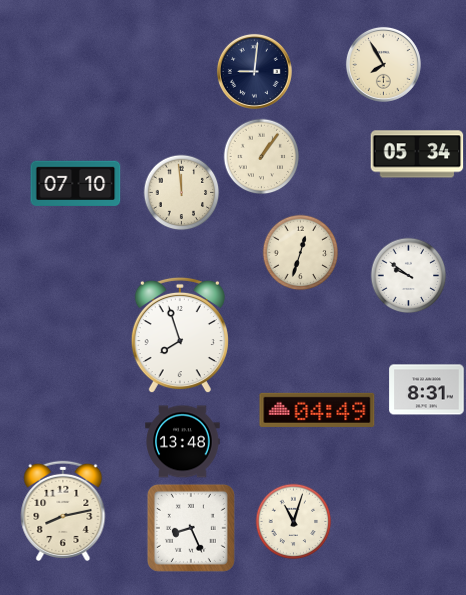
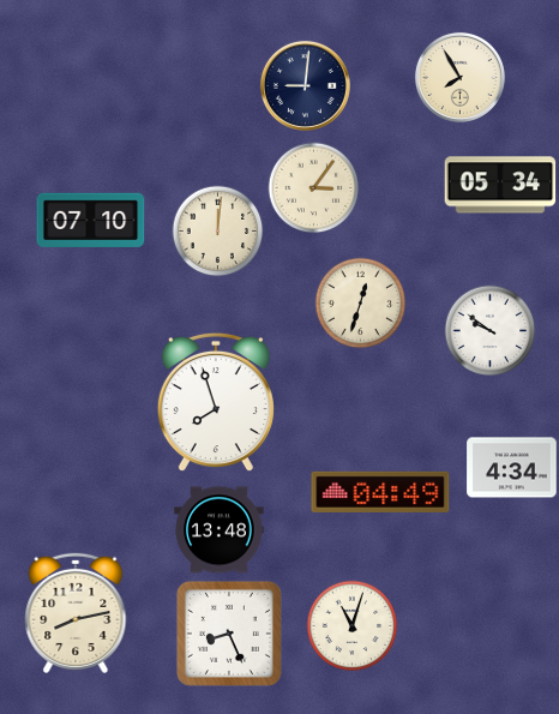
clock at (262, 157): 1:06 -> 3:06
clock at (182, 193): 11:59 -> 12:01
clock at (427, 390): 8:31 -> 4:34
